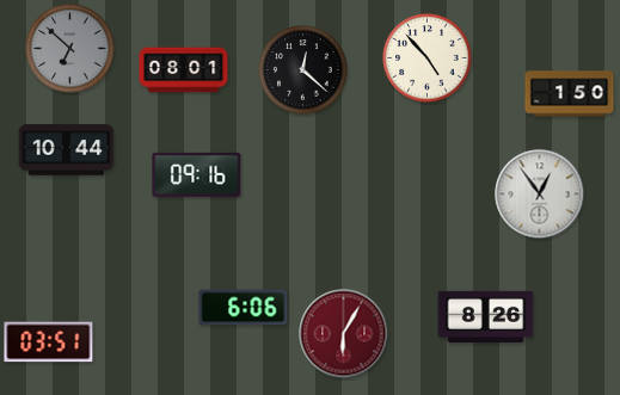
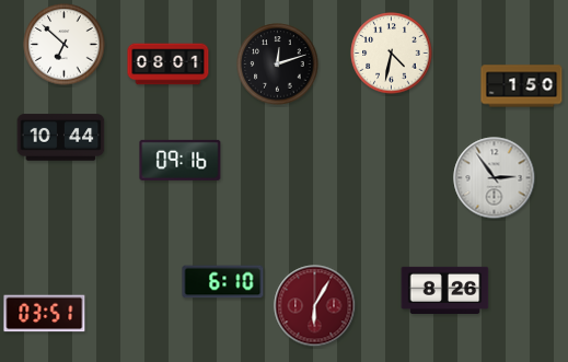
clock at (70, 49) dial: grey -> white
clock at (428, 58): 4:53 -> 4:32
clock at (303, 70): 12:22 -> 12:12
clock at (540, 195): 12:54 -> 2:54
clock at (244, 308): 6:06 -> 6:10
